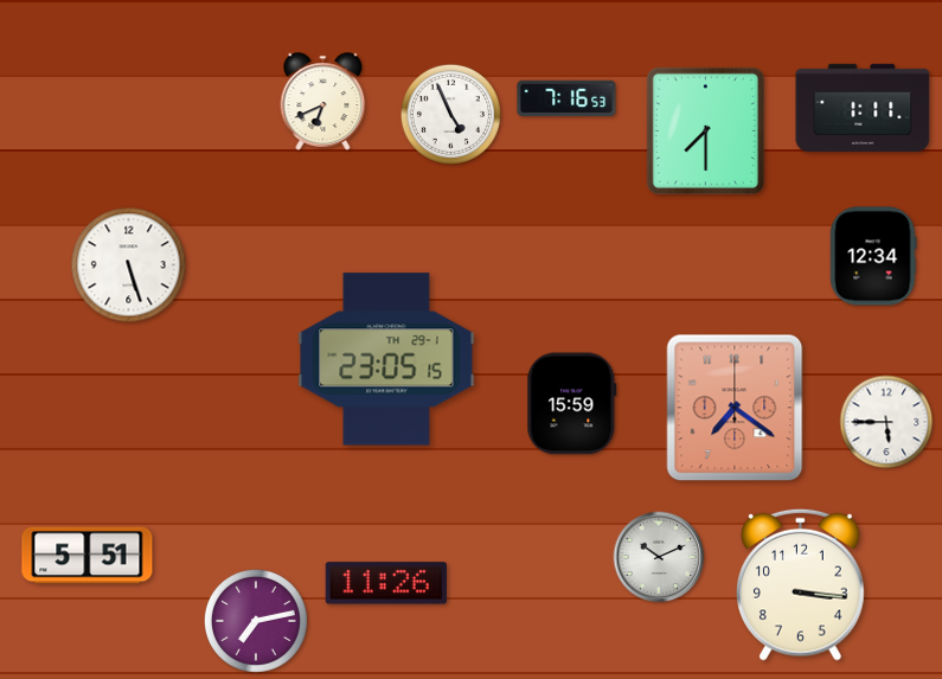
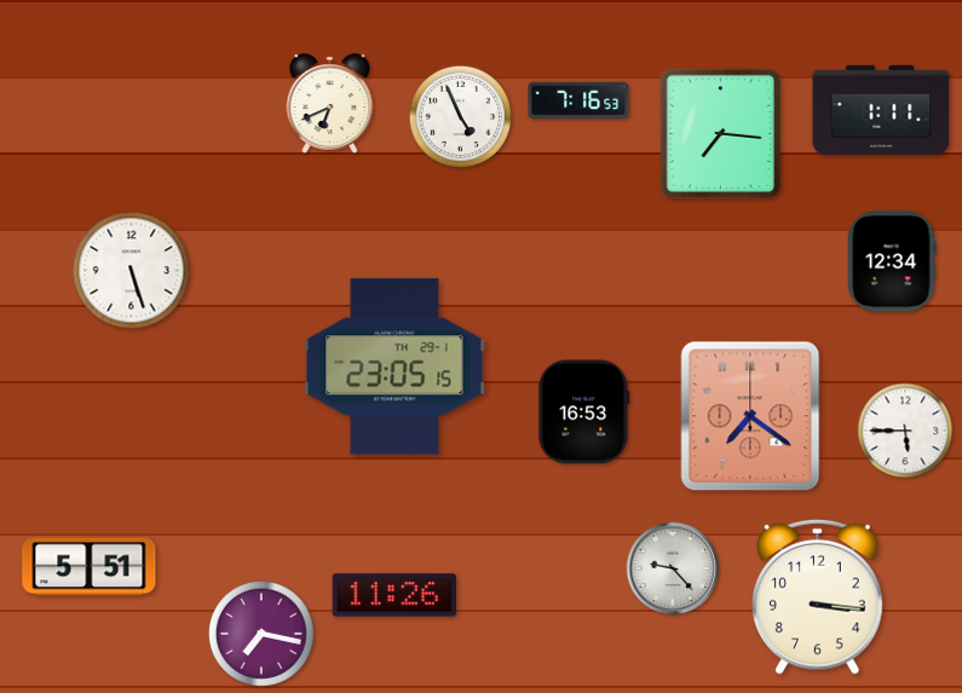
clock at (705, 130): 7:30 -> 7:16
clock at (572, 404): 15:59 -> 16:53
clock at (659, 557): 10:11 -> 9:23
clock at (256, 621): 7:13 -> 7:17
